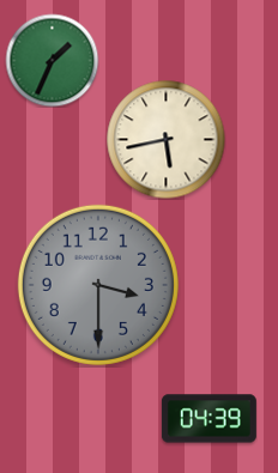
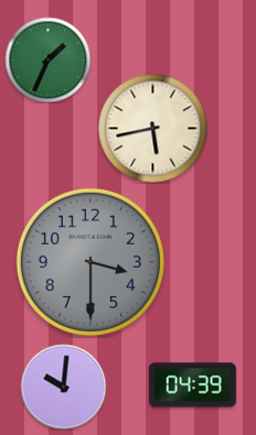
clock at (52, 60) position: (52, 60) -> (47, 59)
clock at (63, 387): none -> 10:01
